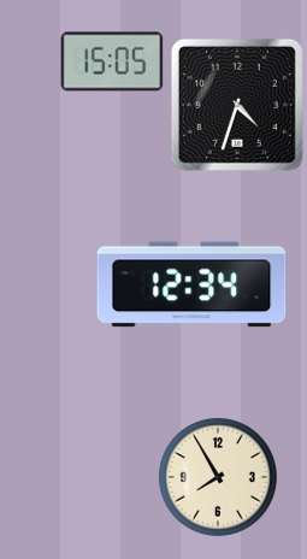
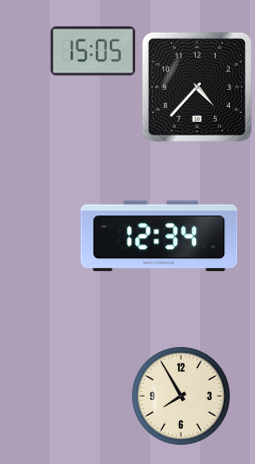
clock at (237, 105): 4:33 -> 4:37
